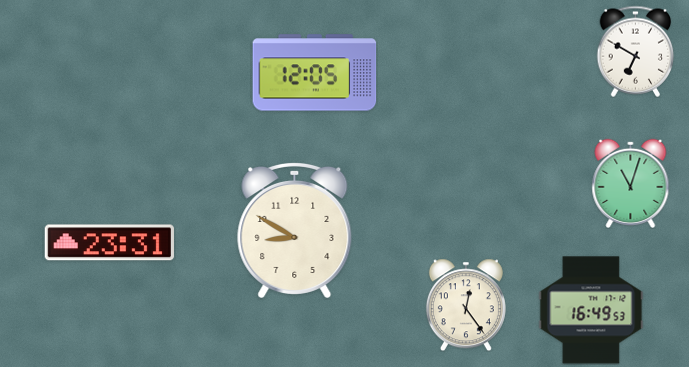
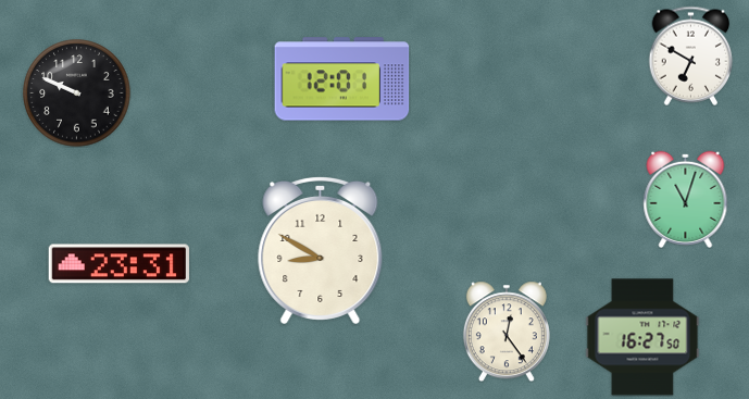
clock at (315, 73): 12:05 -> 12:01
clock at (77, 93): none -> 9:49
clock at (591, 310): 16:49 -> 16:27
